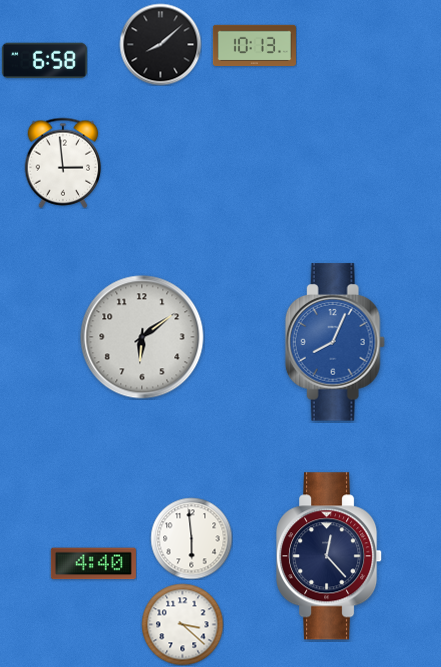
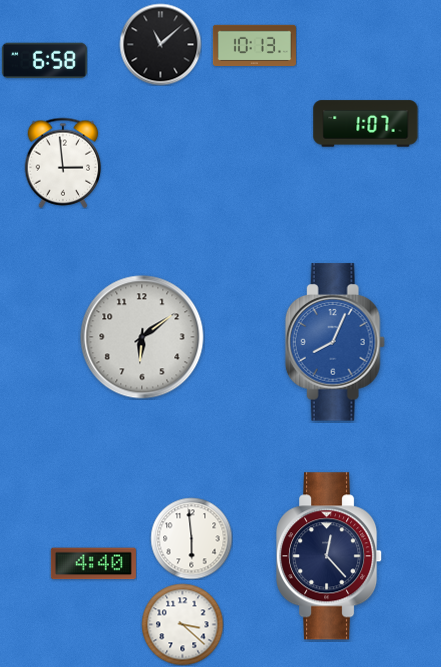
clock at (160, 44): 8:08 -> 11:08
clock at (366, 124): none -> 1:07
